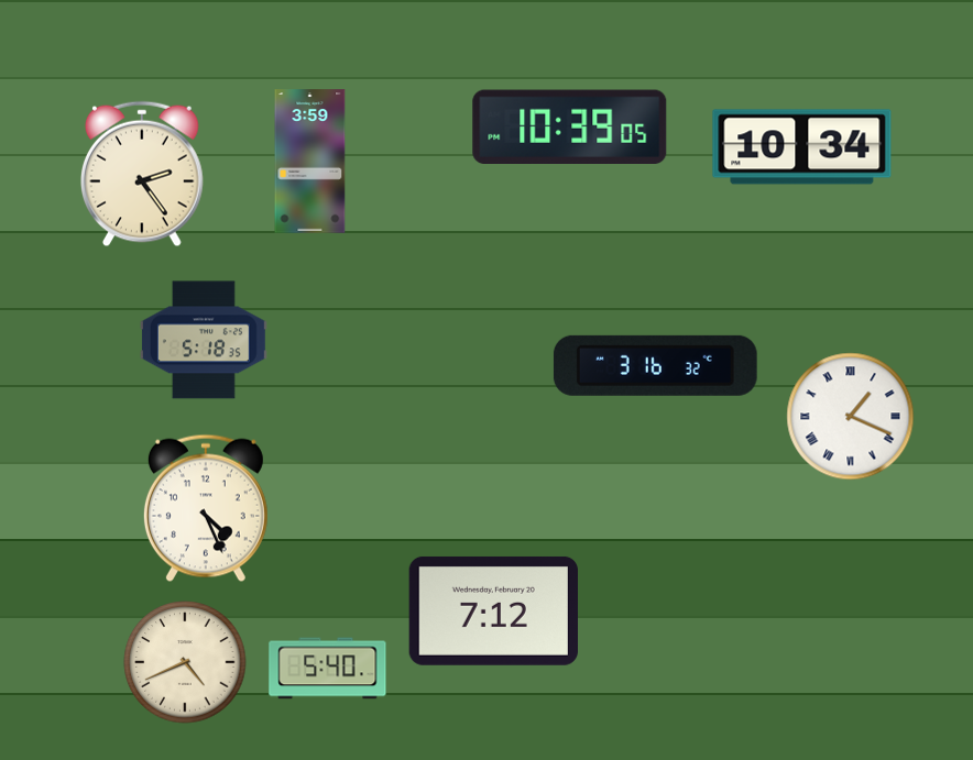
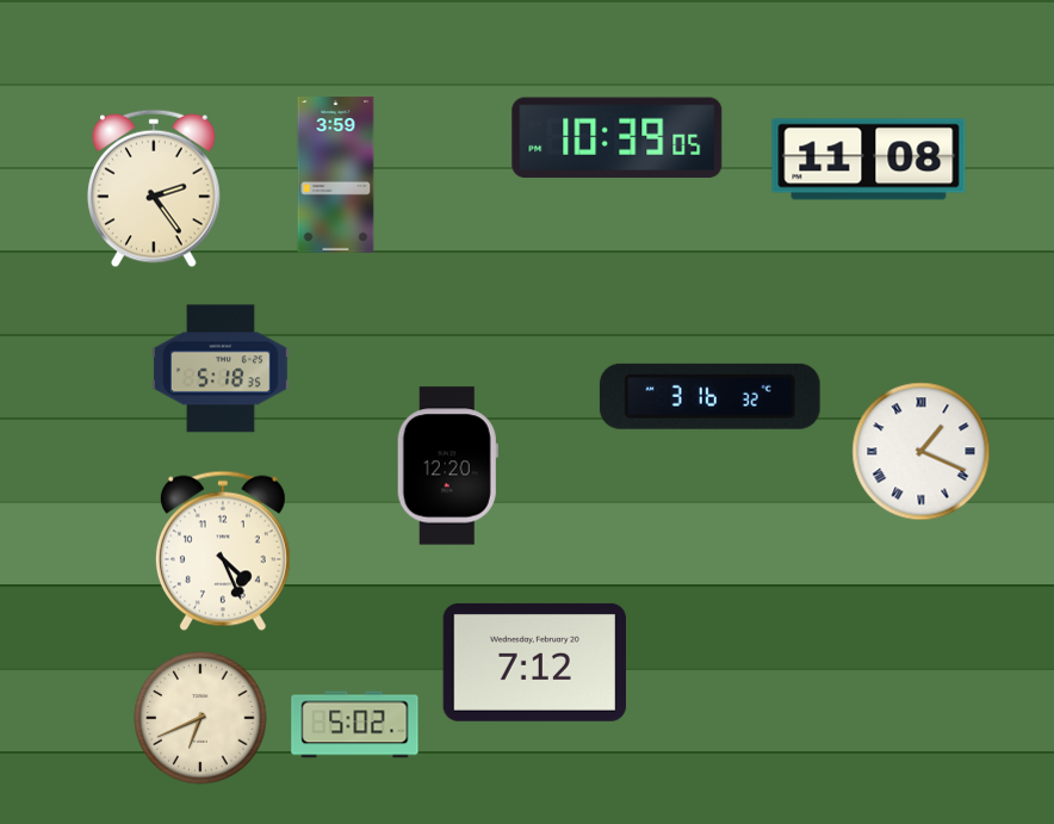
clock at (802, 147): 10:34 -> 11:08
clock at (447, 466): none -> 12:20
clock at (185, 662): 4:41 -> 6:41
clock at (328, 669): 5:40 -> 5:02
